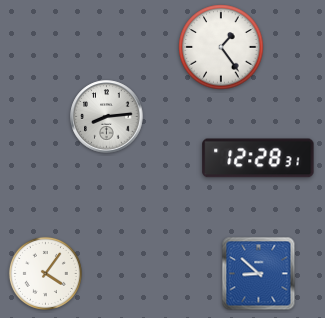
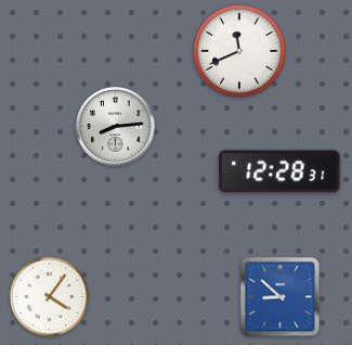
clock at (221, 47): 1:24 -> 11:41
